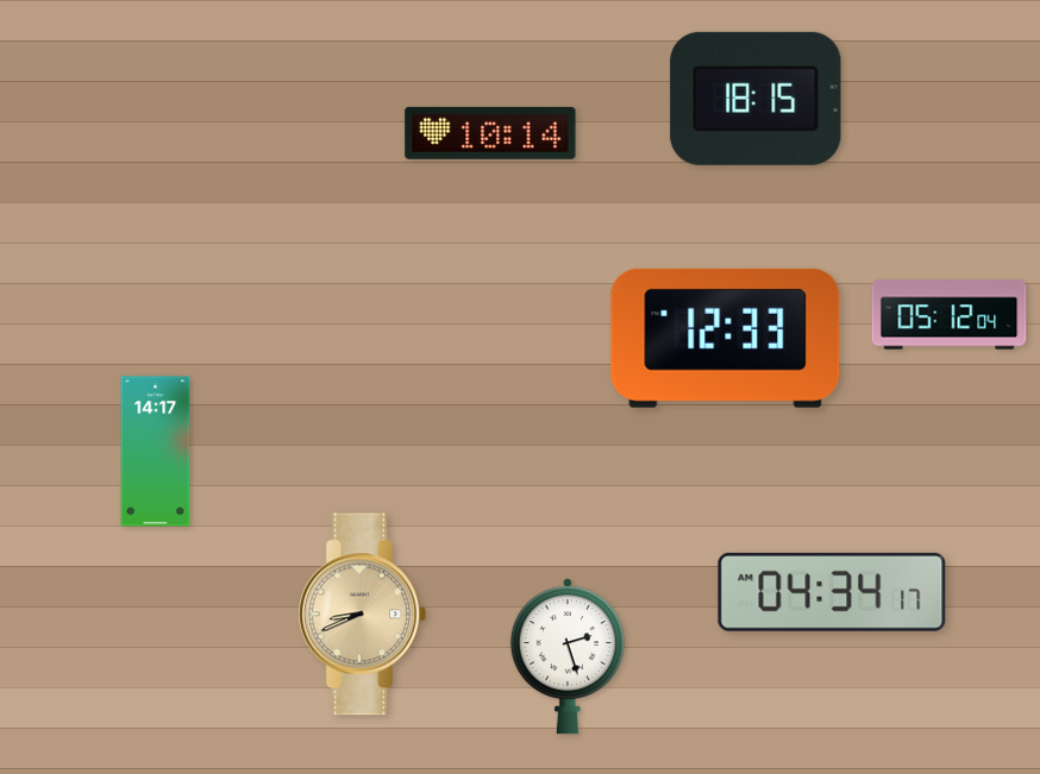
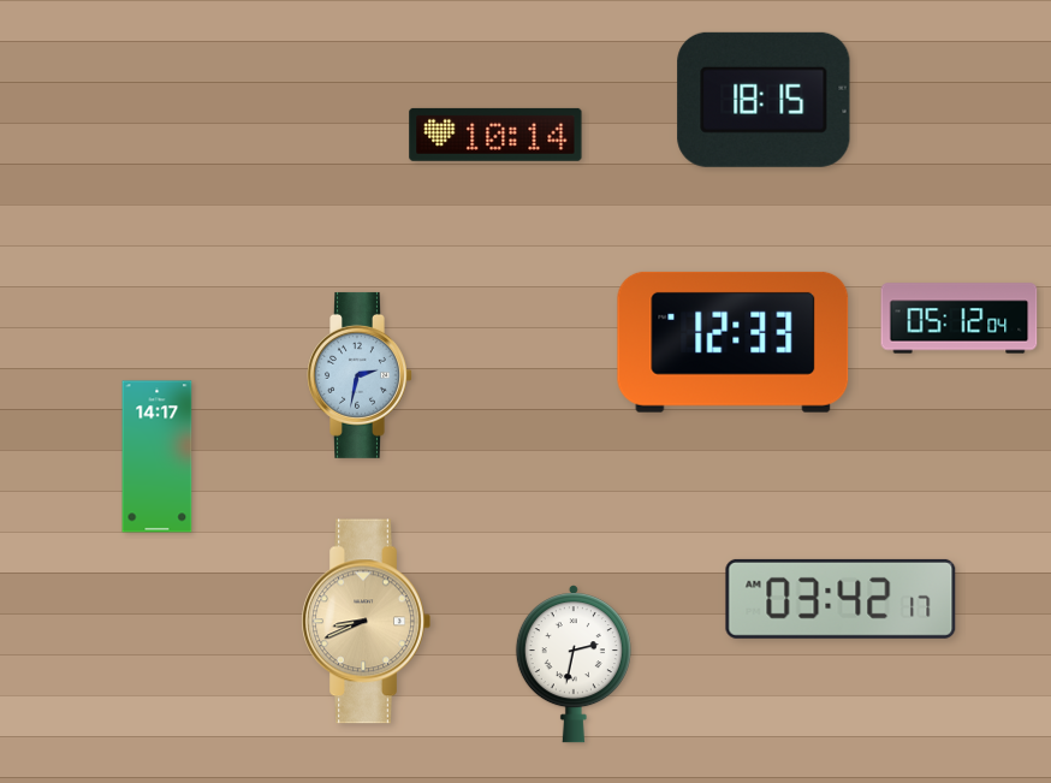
clock at (360, 375): none -> 2:32
clock at (832, 592): 04:34 -> 03:42
clock at (568, 656): 2:27 -> 2:32
